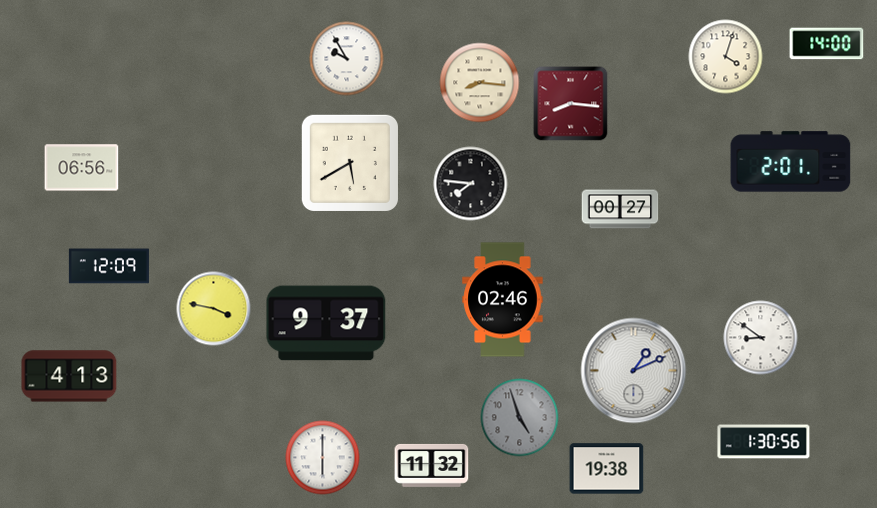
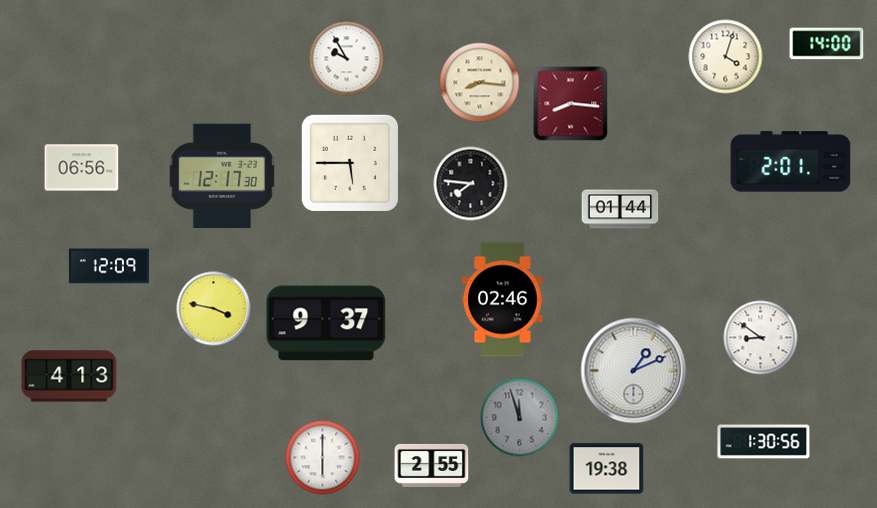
clock at (350, 163): 5:40 -> 5:45
clock at (222, 176): none -> 12:17
clock at (620, 209): 00:27 -> 01:44
clock at (520, 418): 4:57 -> 11:57
clock at (432, 465): 11:32 -> 2:55
